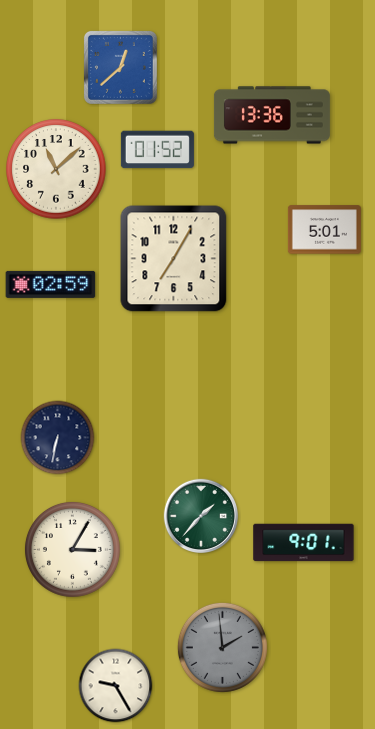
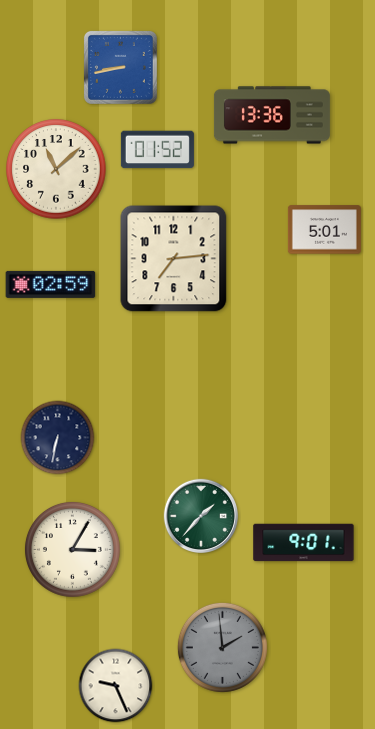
clock at (120, 67): 12:38 -> 8:43
clock at (174, 259): 7:05 -> 7:14
clock at (116, 686): 9:25 -> 9:26
